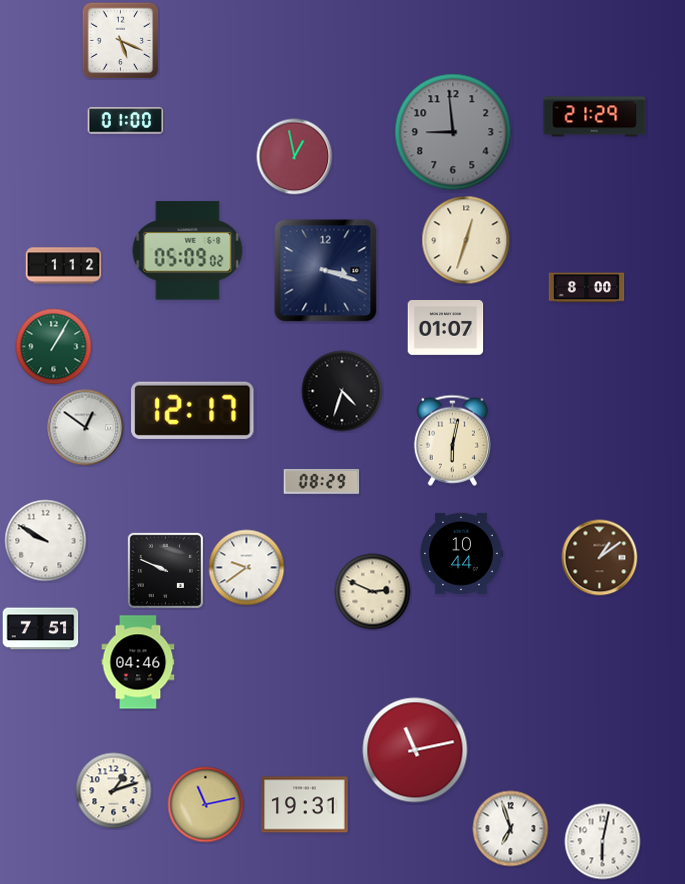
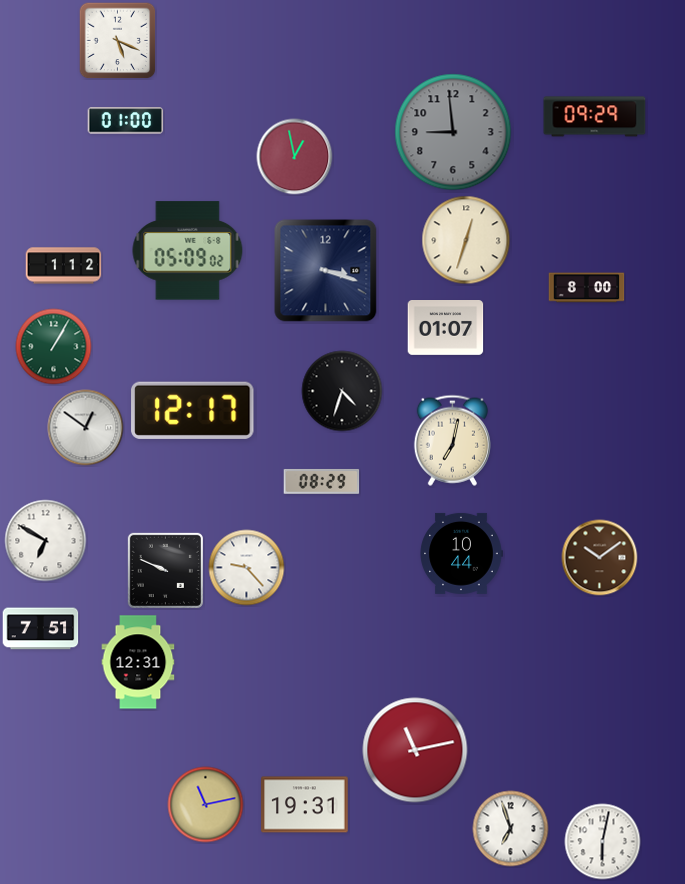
clock at (120, 40) position: (120, 40) -> (117, 40)
clock at (595, 117): 21:29 -> 09:29
clock at (452, 440): 6:02 -> 7:02
clock at (46, 541): 9:50 -> 6:50
clock at (600, 558): 1:09 -> 10:09
clock at (247, 568): 9:39 -> 9:23
clock at (373, 592): 2:49 -> none
clock at (138, 662): 04:46 -> 12:31
clock at (114, 791): 1:12 -> none
